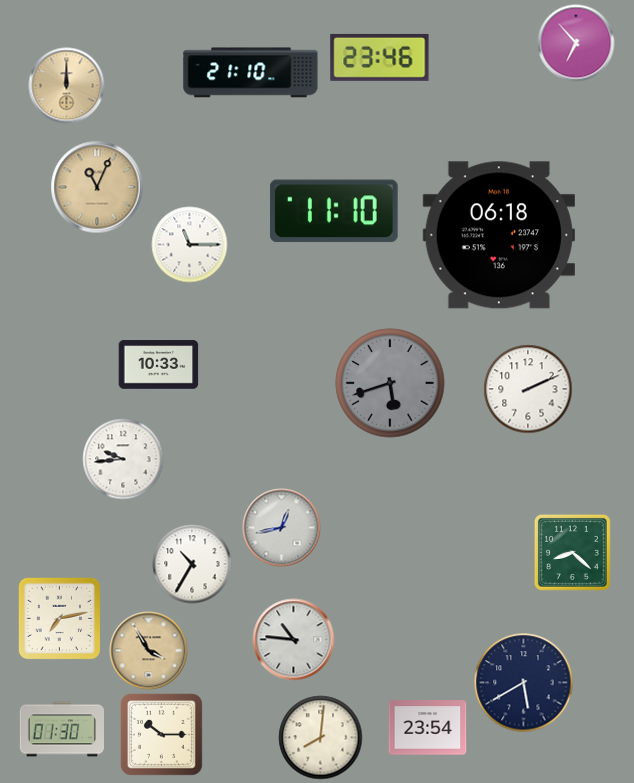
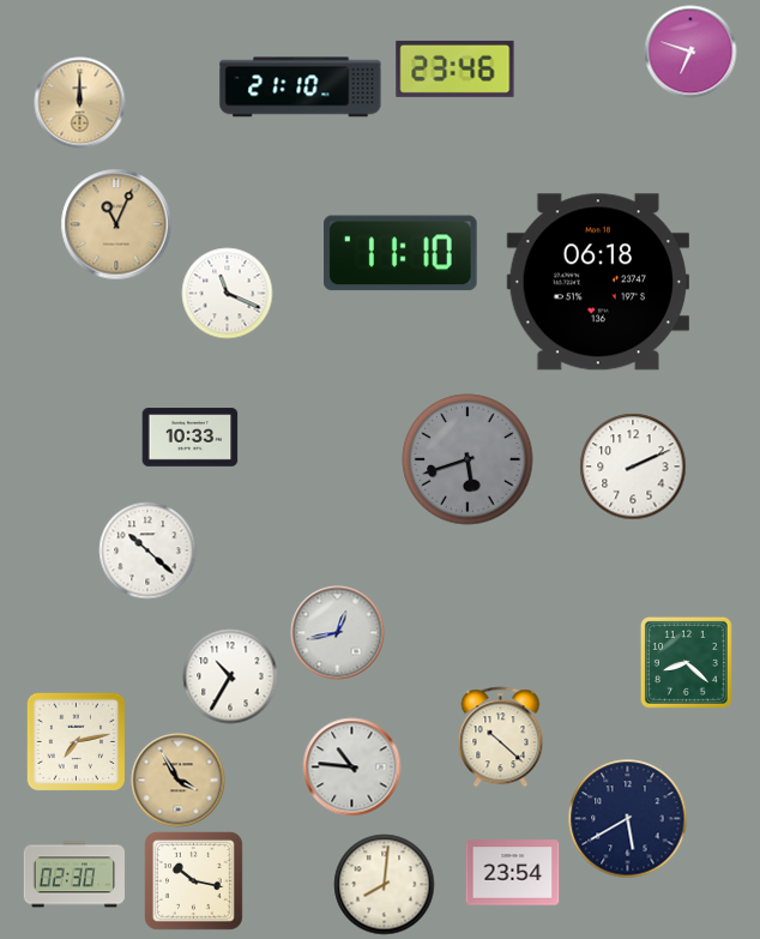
clock at (576, 43): 6:53 -> 6:48
clock at (190, 245): 11:15 -> 11:19
clock at (123, 459): 9:44 -> 10:22
clock at (501, 738): none -> 10:22
clock at (59, 618) position: (59, 618) -> (76, 741)
clock at (62, 729): 01:30 -> 02:30
clock at (162, 735): 10:15 -> 10:17
